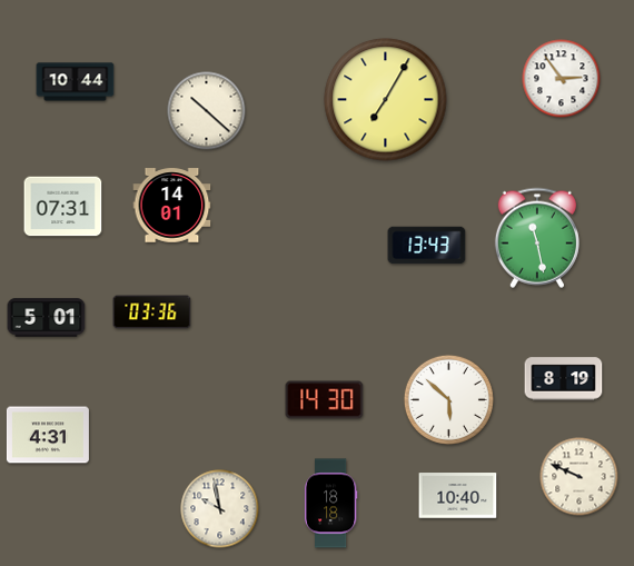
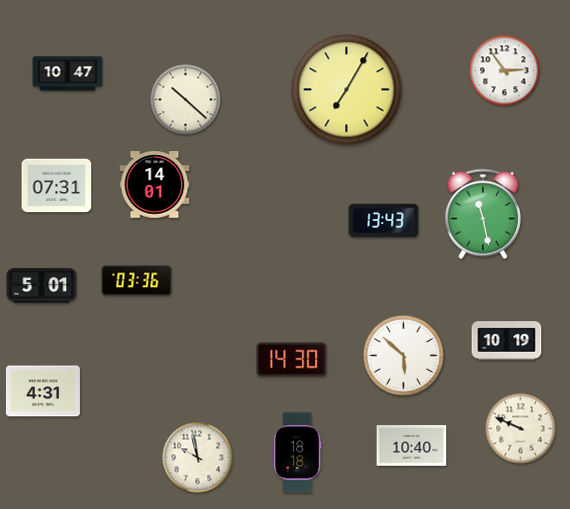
clock at (76, 82): 10:44 -> 10:47
clock at (564, 379): 8:19 -> 10:19
clock at (448, 399) position: (448, 399) -> (403, 355)
